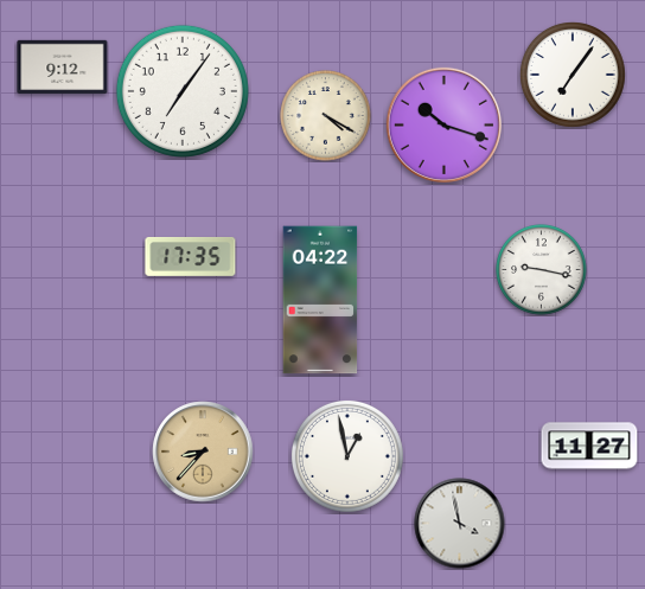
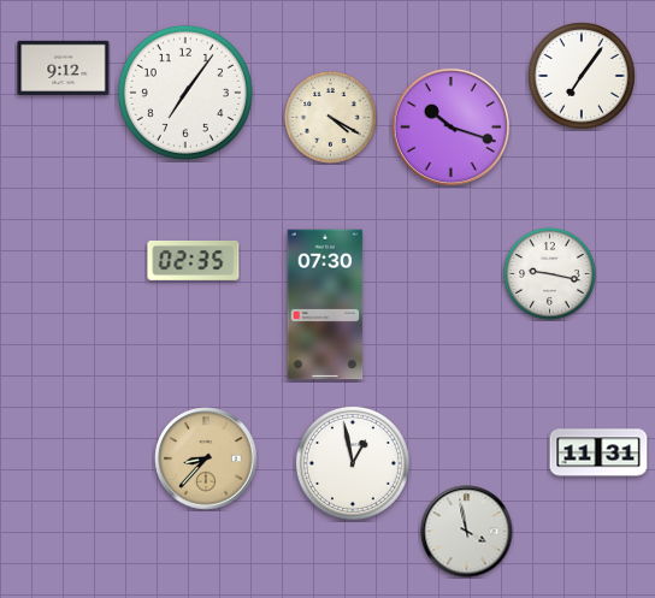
clock at (191, 256): 17:35 -> 02:35
clock at (320, 300): 04:22 -> 07:30
clock at (589, 446): 11:27 -> 11:31
